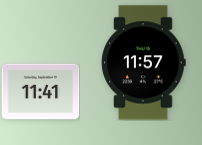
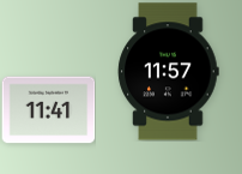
clock at (144, 63) position: (144, 63) -> (169, 72)
